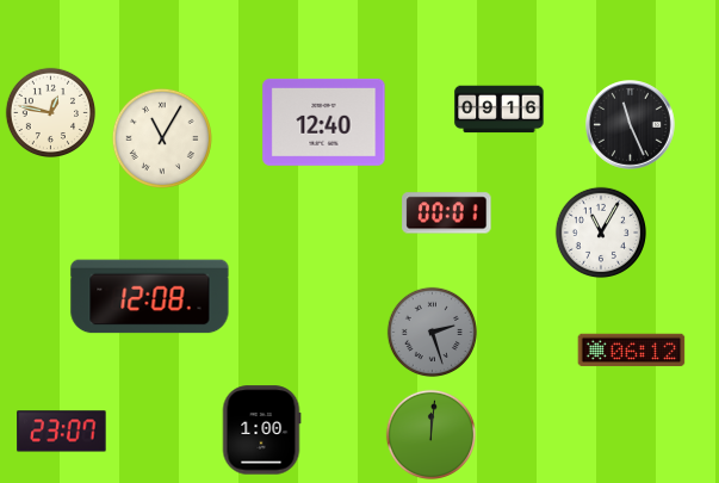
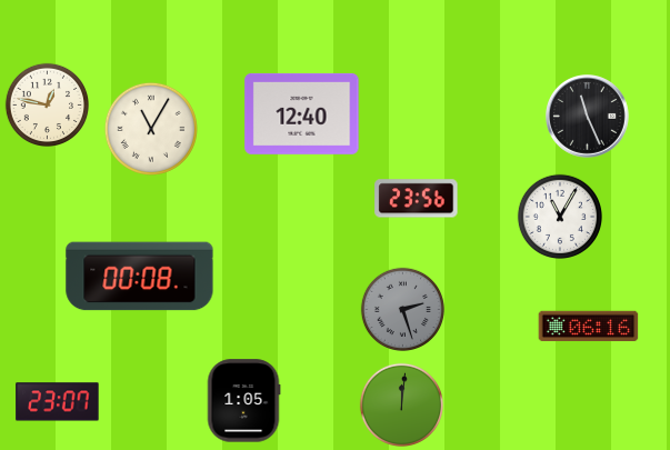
clock at (500, 110): 09:16 -> none
clock at (447, 213): 00:01 -> 23:56
clock at (150, 297): 12:08 -> 00:08
clock at (632, 351): 06:12 -> 06:16
clock at (261, 431): 1:00 -> 1:05
